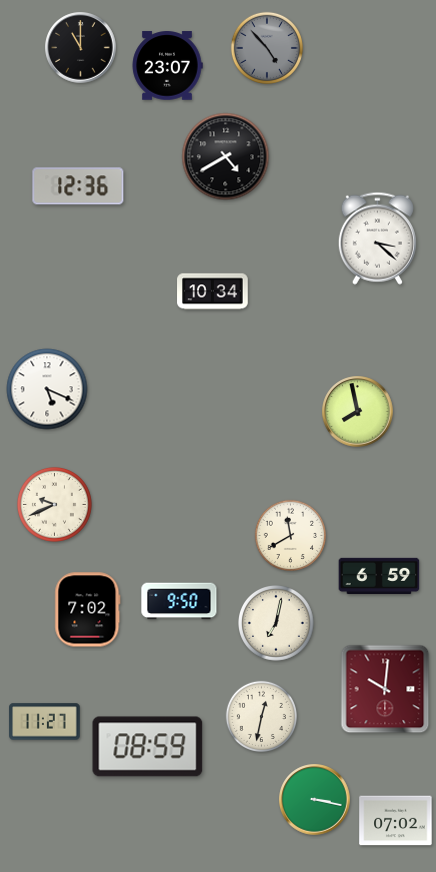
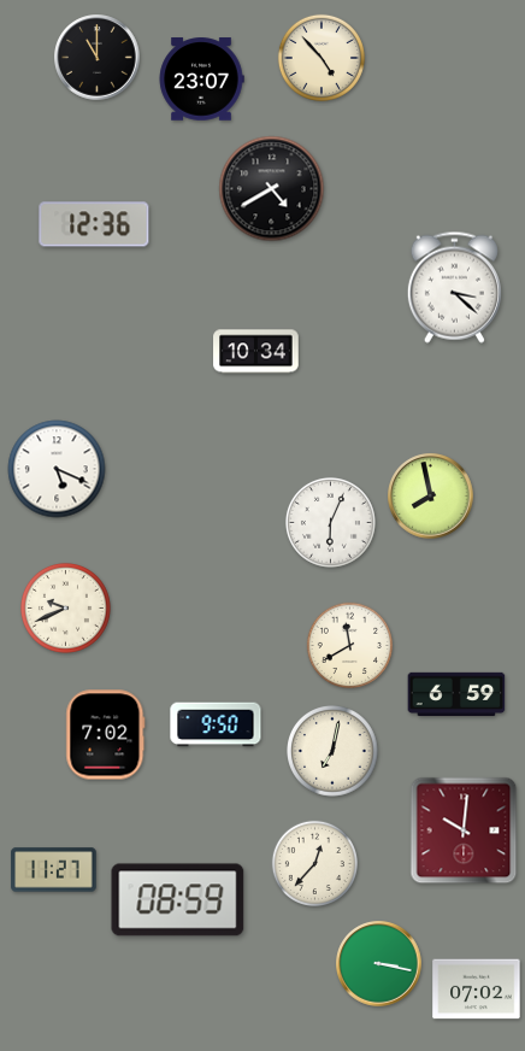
clock at (267, 48) dial: grey -> cream
clock at (330, 522): none -> 6:04
clock at (261, 716): 12:32 -> 12:37
